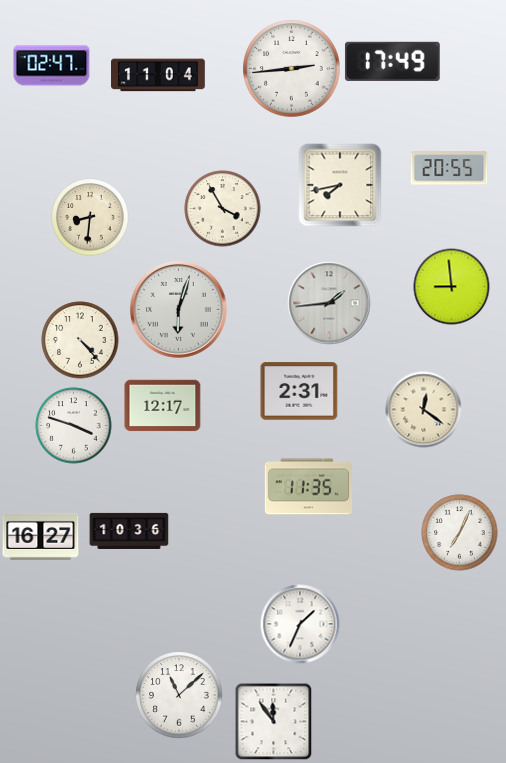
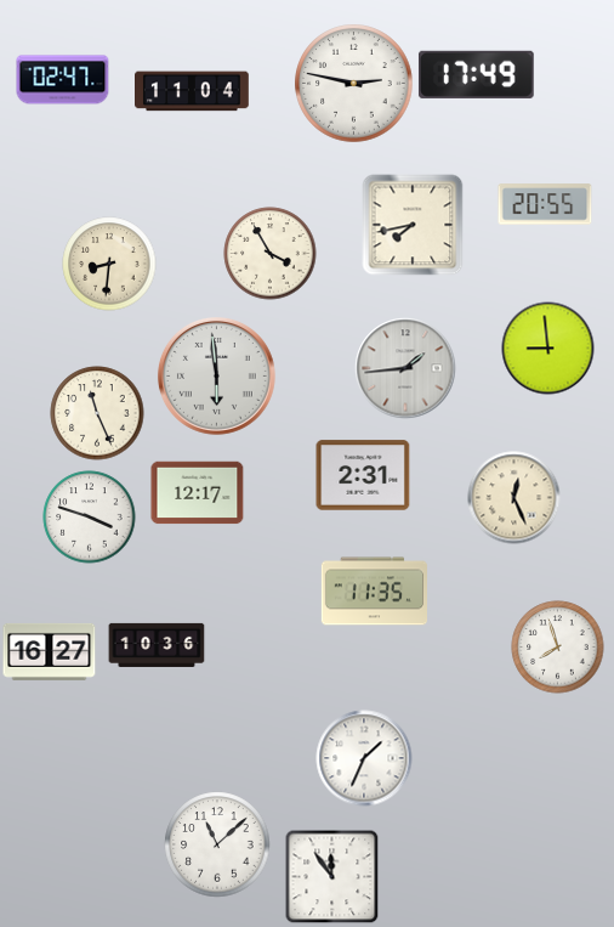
clock at (292, 69): 2:44 -> 2:47
clock at (329, 303) position: (329, 303) -> (405, 368)
clock at (178, 309): 6:03 -> 5:59
clock at (80, 340): 4:23 -> 11:26
clock at (424, 410): 12:21 -> 12:26
clock at (460, 533): 7:04 -> 7:57
